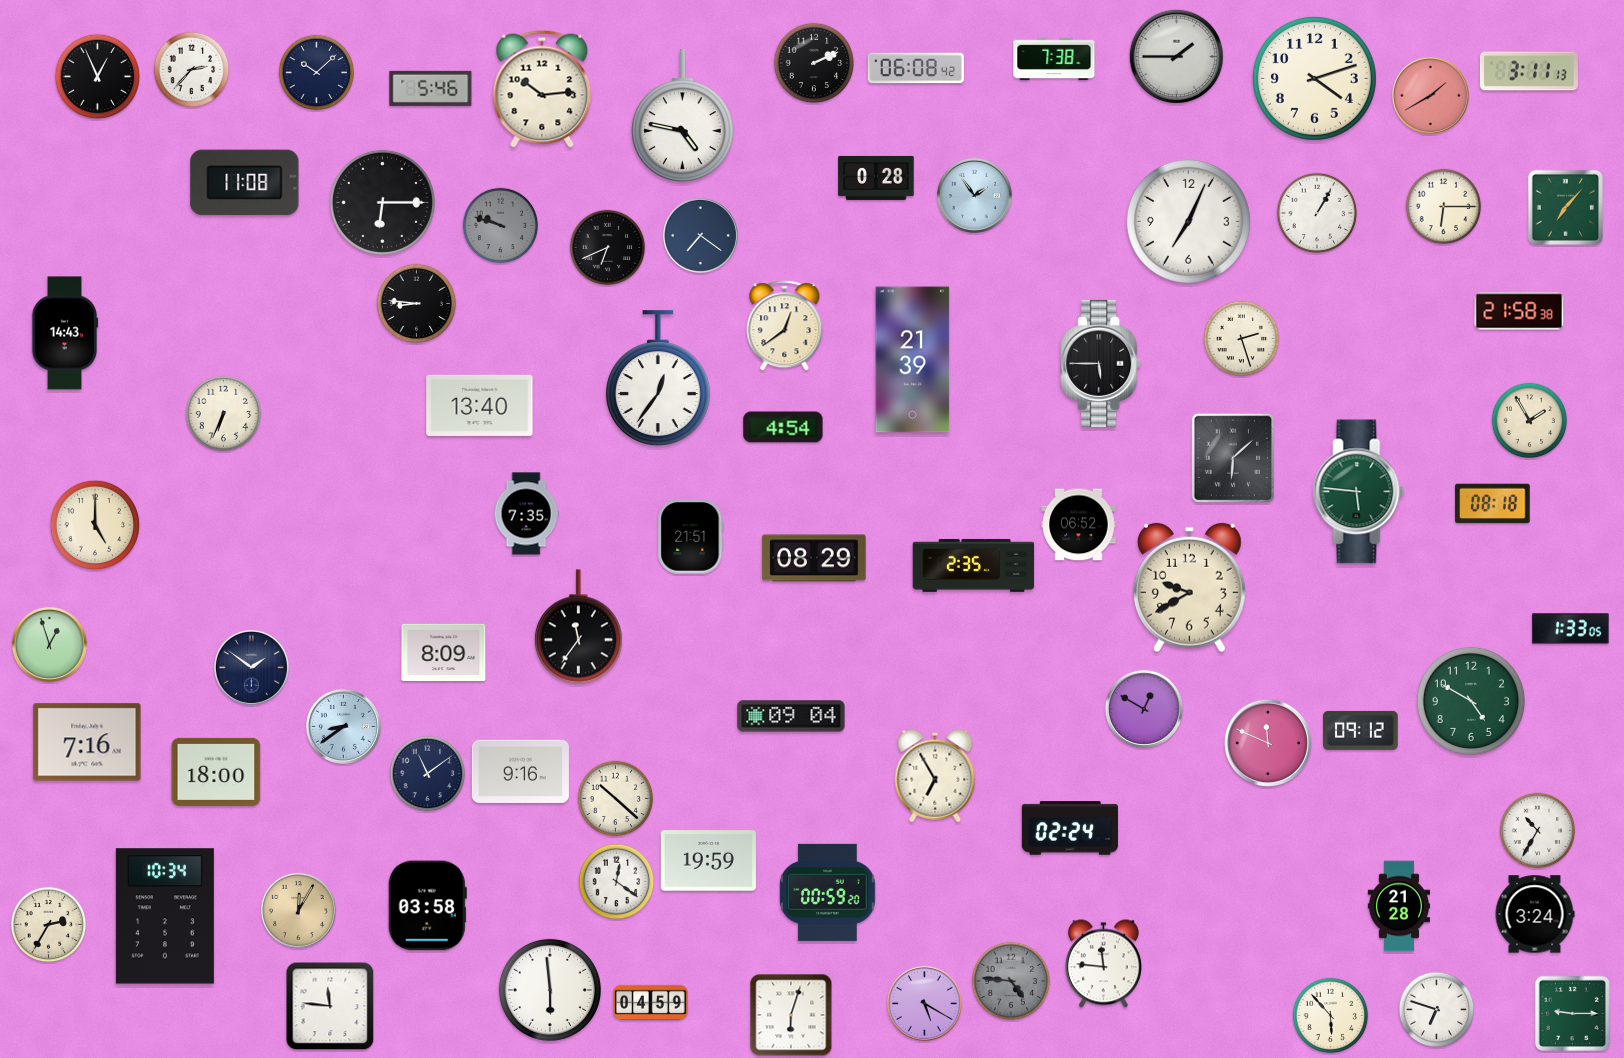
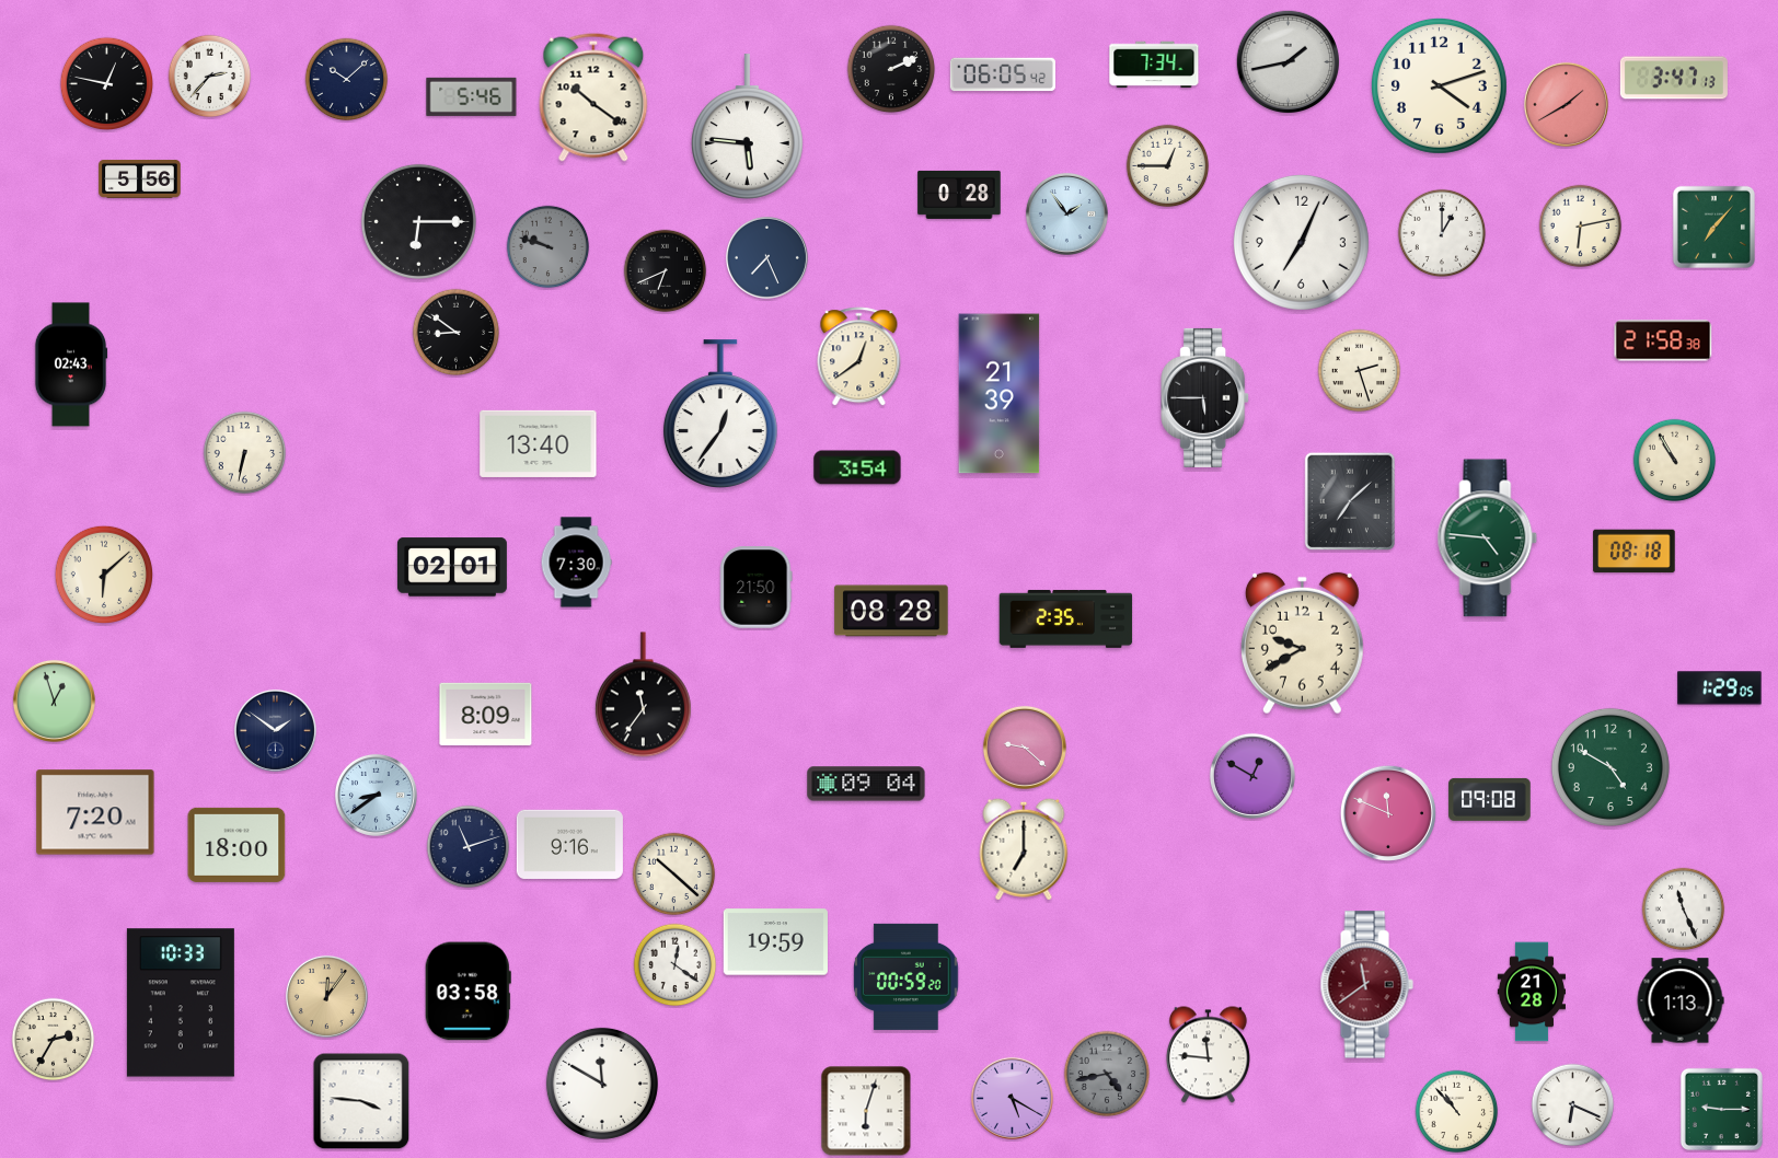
clock at (1177, 57): 1:45 -> 1:43
clock at (1054, 59): 7:38 -> 7:34
clock at (916, 68): 06:08 -> 06:05
clock at (1529, 71): 3:11 -> 3:47
clock at (98, 77): 12:56 -> 12:47
clock at (542, 89): 10:14 -> 10:21
clock at (682, 116): 4:47 -> 5:46
clock at (1168, 166): none -> 12:45
clock at (140, 178): none -> 5:56
clock at (245, 183): 11:08 -> none
clock at (1444, 207): 6:15 -> 6:13
clock at (1317, 213): 1:05 -> 1:00
clock at (700, 235): 7:21 -> 7:26
clock at (417, 304): 8:46 -> 8:51
clock at (65, 333): 14:43 -> 02:43
clock at (480, 405) position: (480, 405) -> (539, 443)
clock at (224, 414): 6:34 -> 6:32
clock at (1530, 421): 1:55 -> 10:55
clock at (783, 427): 4:54 -> 3:54
clock at (1233, 458): 6:08 -> 7:08
clock at (1359, 492): 5:46 -> 4:46
clock at (526, 514): 7:35 -> 7:30
clock at (452, 567): none -> 02:01
clock at (94, 524): 5:00 -> 6:08
clock at (1079, 525): 06:52 -> none
clock at (691, 537): 21:51 -> 21:50
clock at (814, 558): 08:29 -> 08:28
clock at (578, 627) position: (578, 627) -> (643, 695)
clock at (1571, 629): 1:33 -> 1:29
clock at (49, 644) position: (49, 644) -> (54, 700)
clock at (1025, 748): none -> 9:22
clock at (1361, 730): 09:12 -> 09:08
clock at (87, 742): 7:16 -> 7:20
clock at (428, 774): 11:09 -> 11:12
clock at (935, 776): 6:55 -> 7:00
clock at (1070, 828): 02:24 -> none
clock at (1538, 831): 10:35 -> 11:26
clock at (1366, 985): none -> 11:39
clock at (298, 910): 12:05 -> 12:06
clock at (1535, 914): 3:24 -> 1:13
clock at (165, 916): 10:34 -> 10:33
clock at (49, 925) position: (49, 925) -> (54, 1040)
clock at (1011, 981): 4:46 -> 4:43
clock at (550, 990): 5:59 -> 11:50
clock at (651, 1002): 04:59 -> none
clock at (330, 1006): 11:46 -> 3:46
clock at (1437, 1010): 6:48 -> 6:19
clock at (1331, 1016): 5:53 -> 10:53
